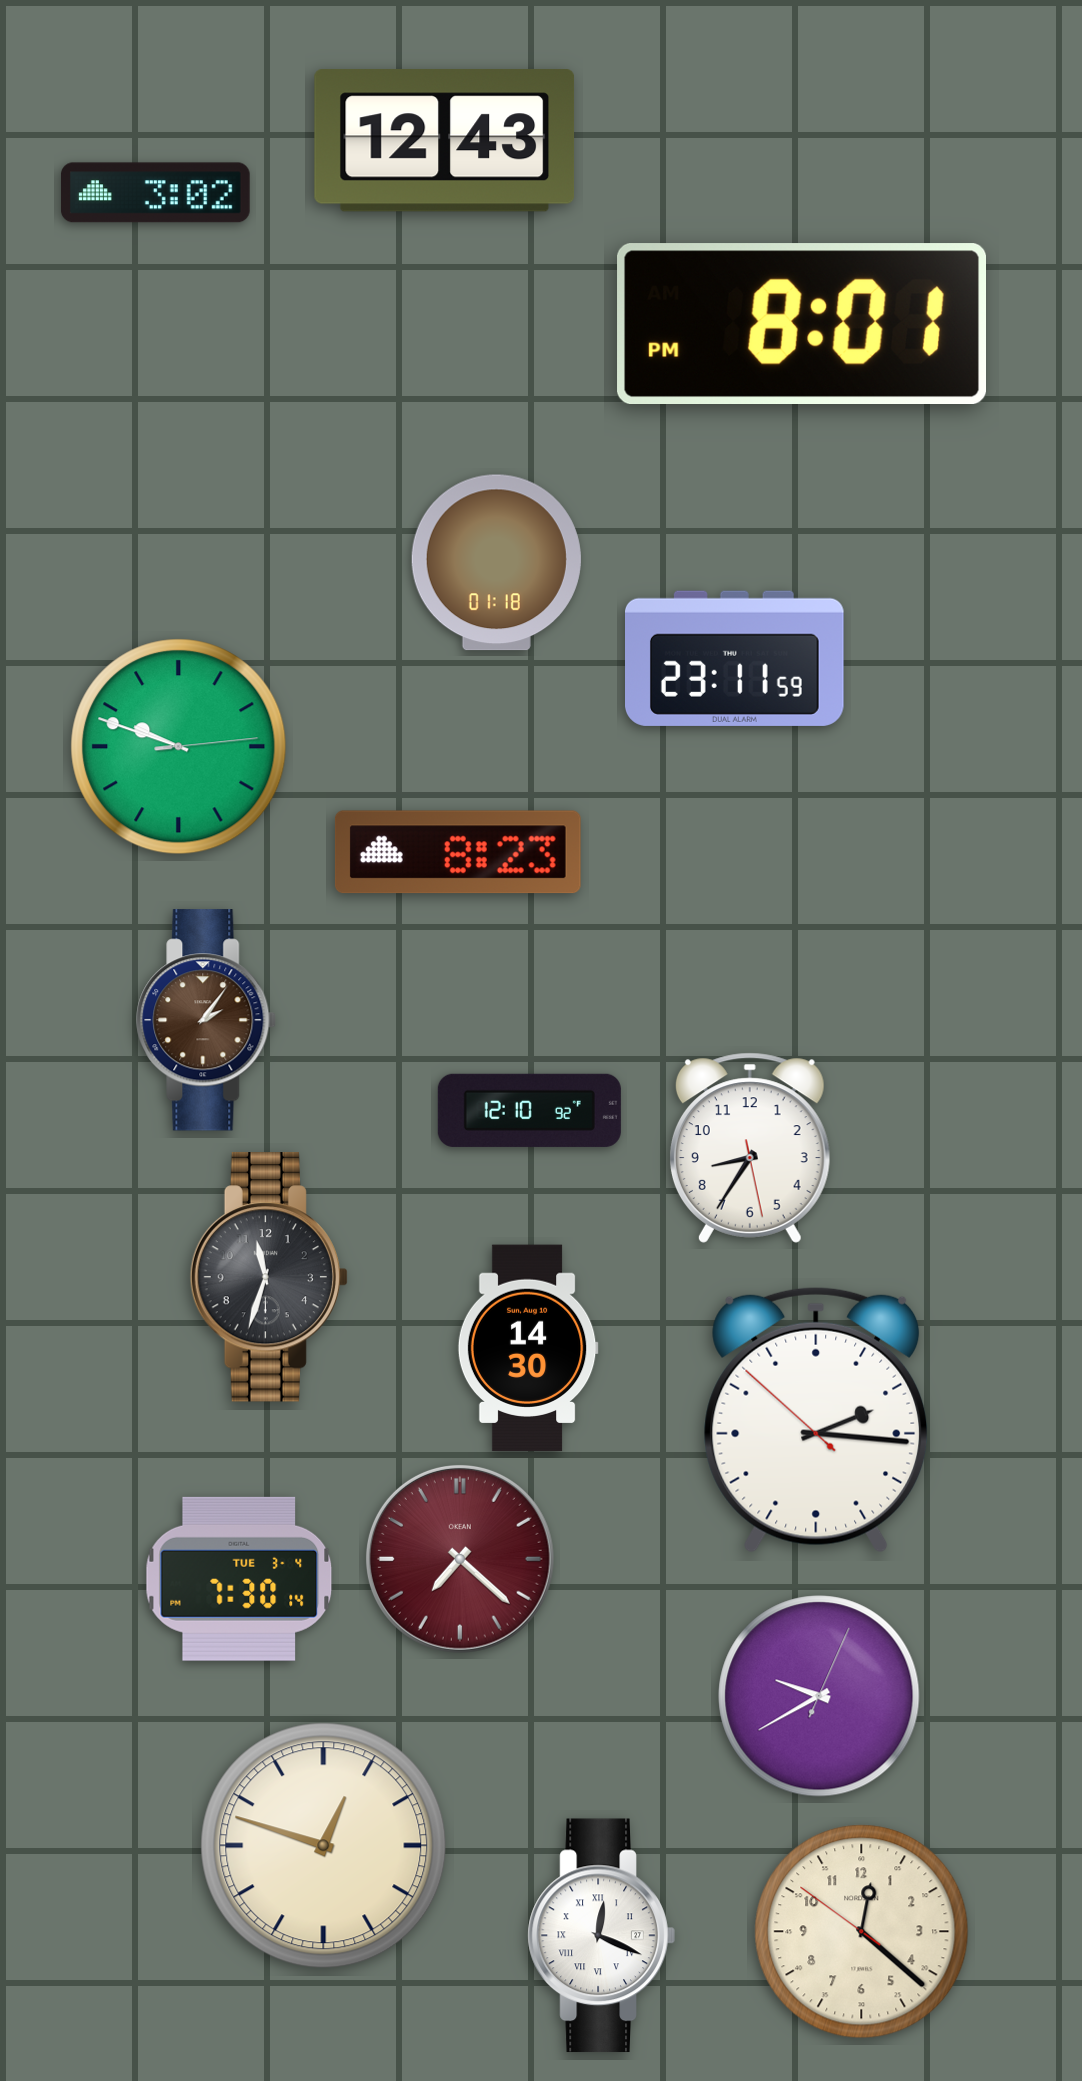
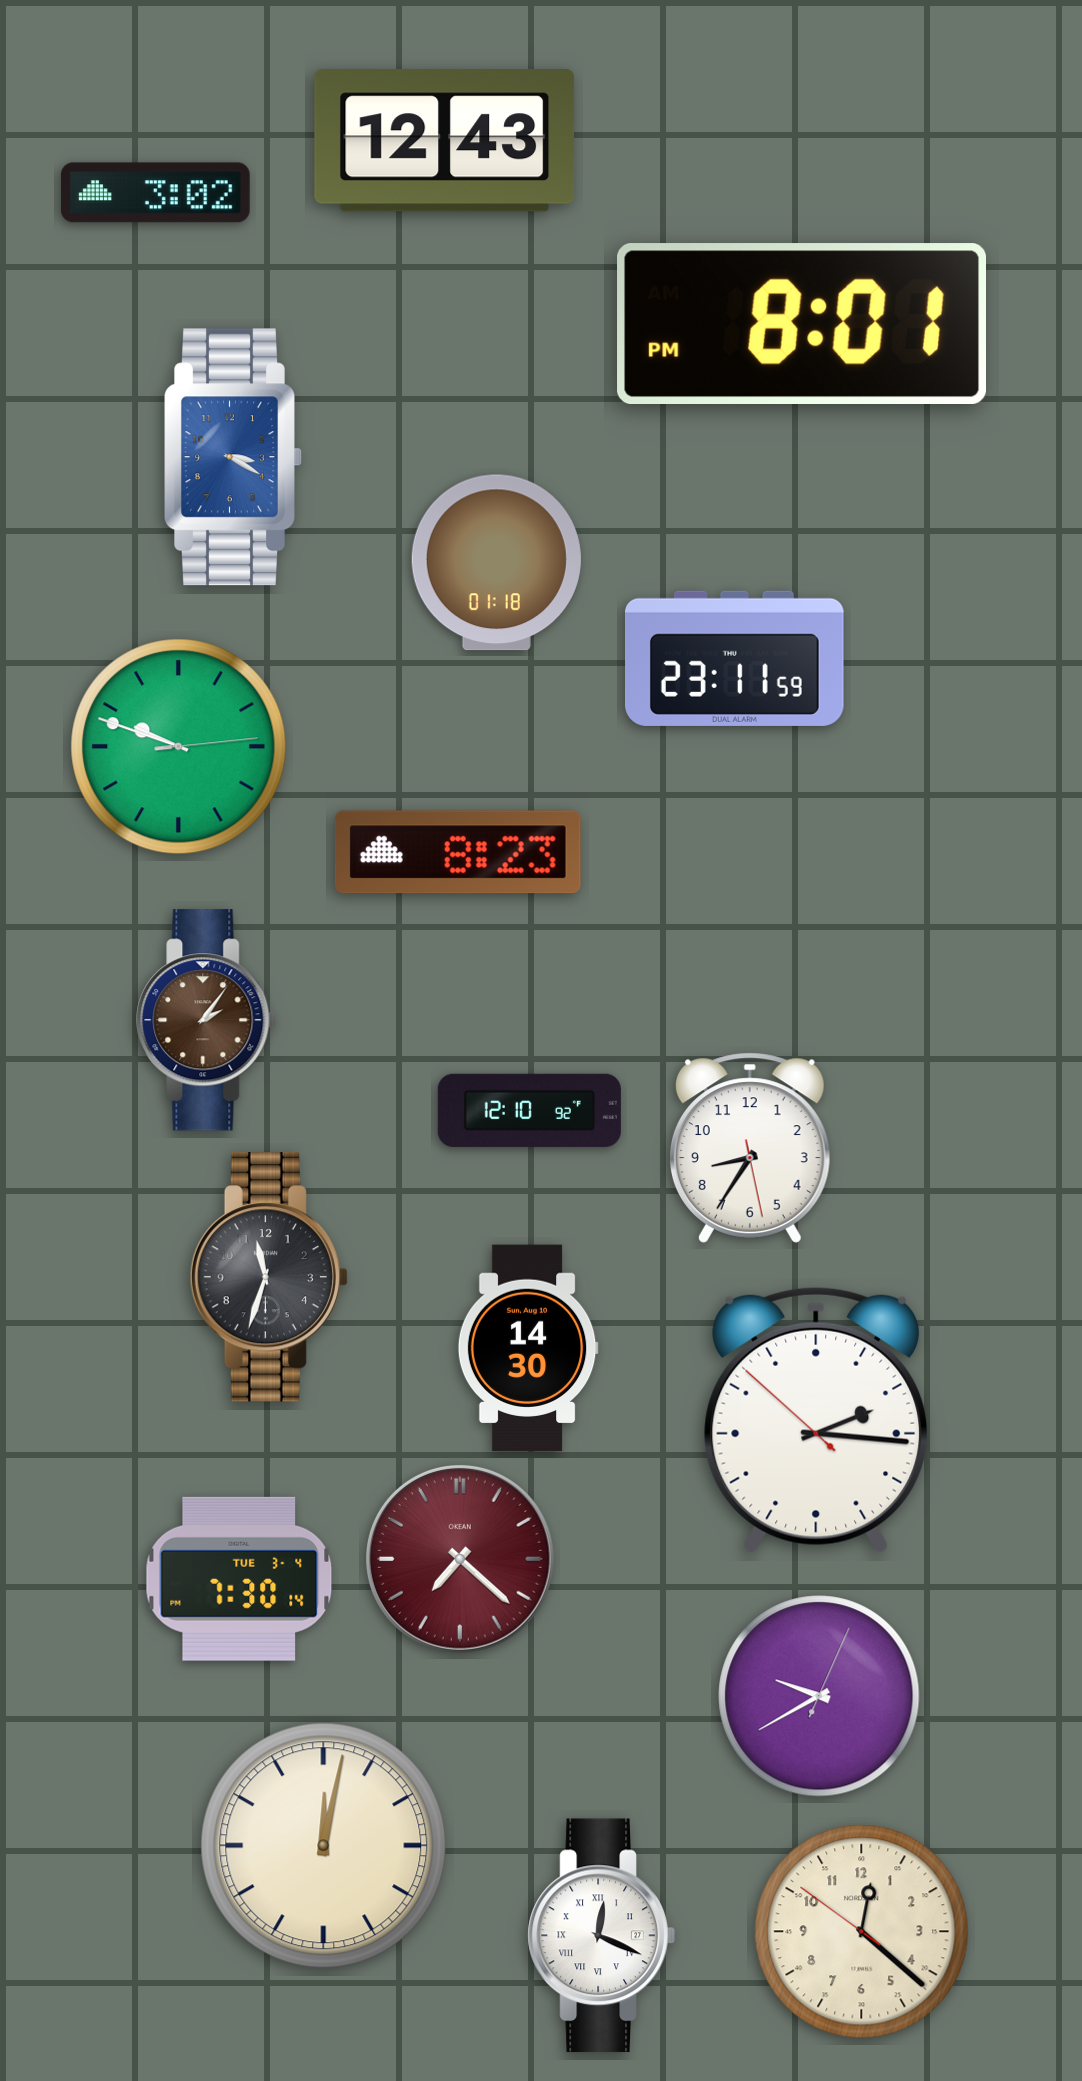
clock at (233, 457): none -> 3:20
clock at (324, 1846): 12:48 -> 12:02
